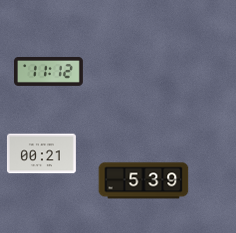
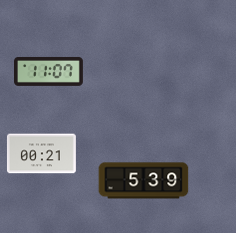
clock at (49, 71): 11:12 -> 11:07
